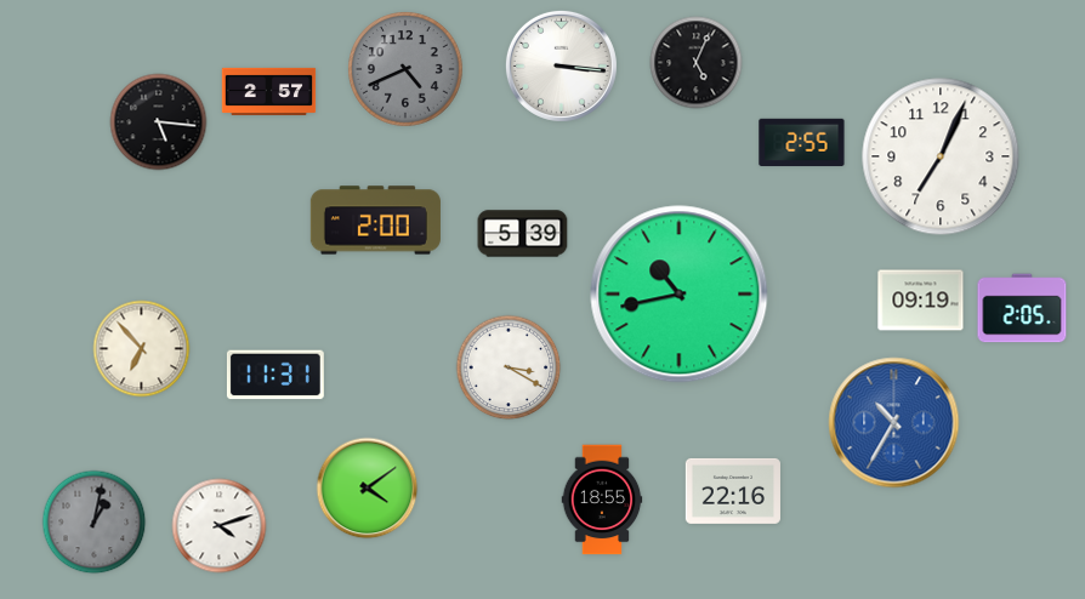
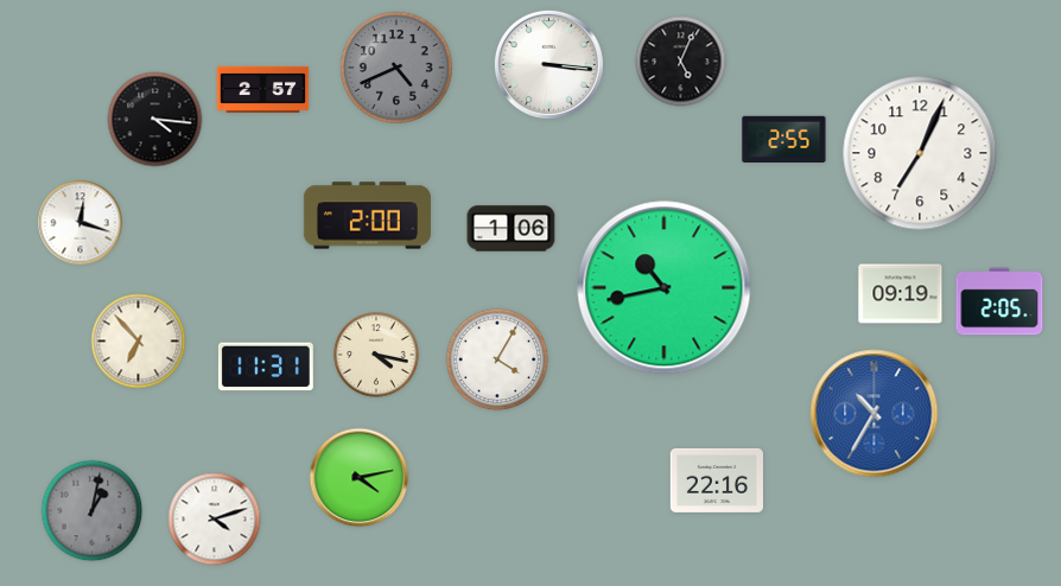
clock at (159, 122): 5:16 -> 4:16
clock at (81, 223): none -> 12:18
clock at (523, 234): 5:39 -> 1:06
clock at (376, 355): none -> 4:17
clock at (509, 367): 3:20 -> 4:05
clock at (275, 375) position: (275, 375) -> (266, 367)
clock at (368, 489): 4:09 -> 4:13
clock at (602, 500): 18:55 -> none
clock at (220, 526) position: (220, 526) -> (215, 520)
